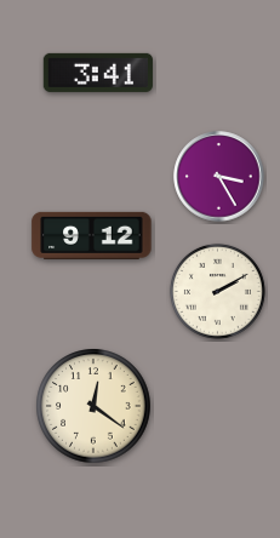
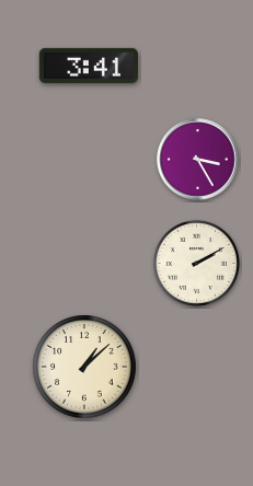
clock at (92, 235): 9:12 -> none
clock at (93, 406): 12:21 -> 1:08
